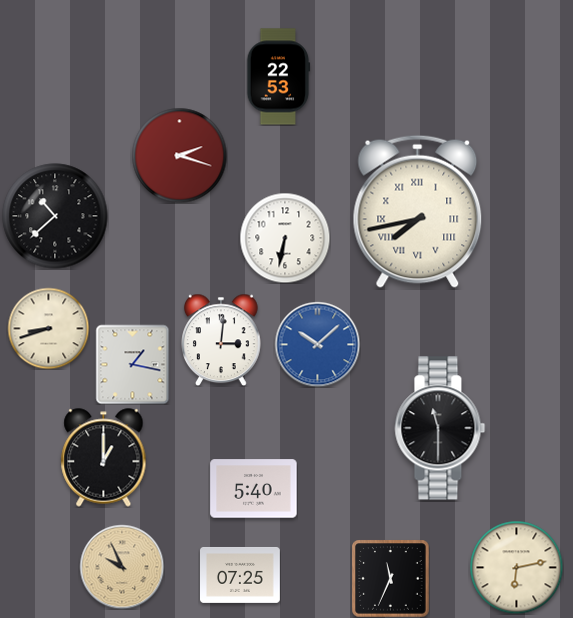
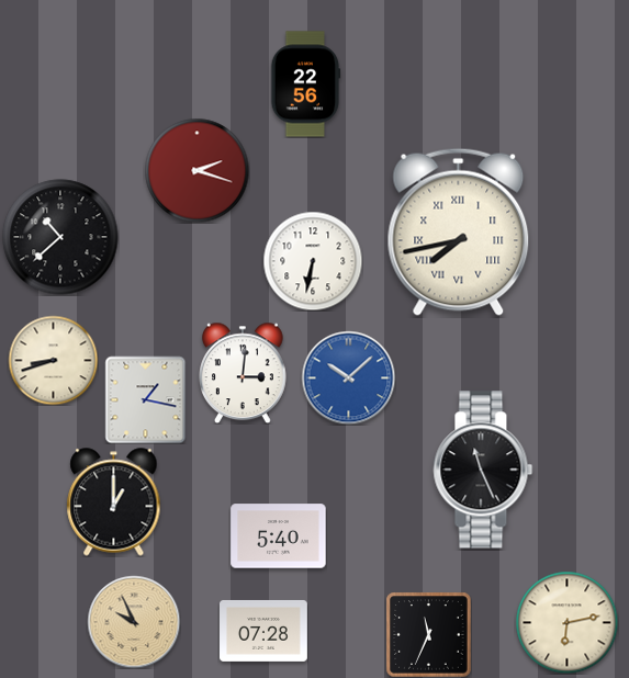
clock at (278, 77): 22:53 -> 22:56
clock at (440, 428): 11:30 -> 11:26
clock at (241, 575): 07:25 -> 07:28
